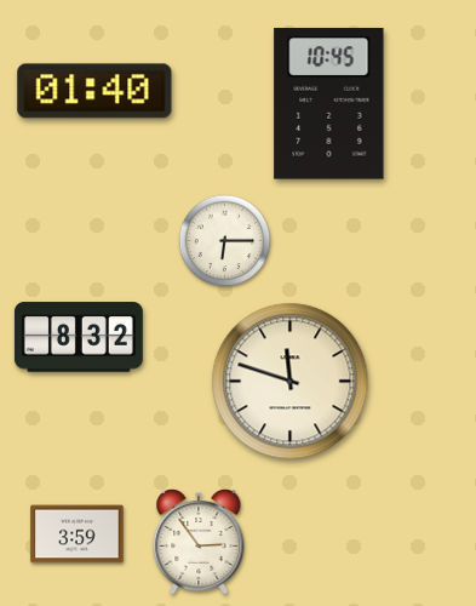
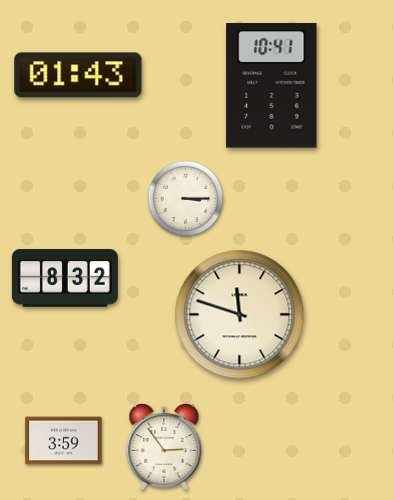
clock at (94, 91): 01:40 -> 01:43
clock at (329, 104): 10:45 -> 10:41
clock at (225, 241): 6:15 -> 3:15
